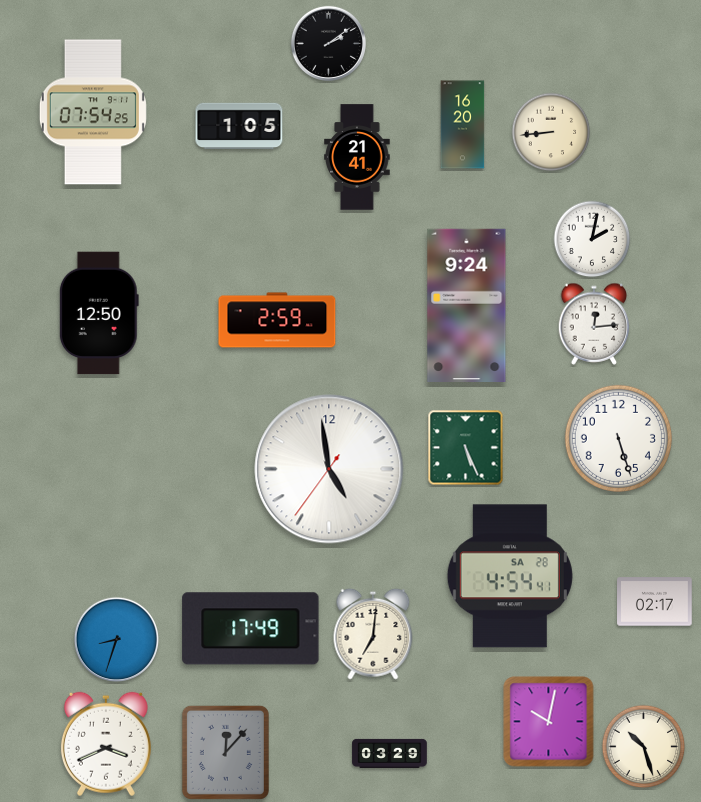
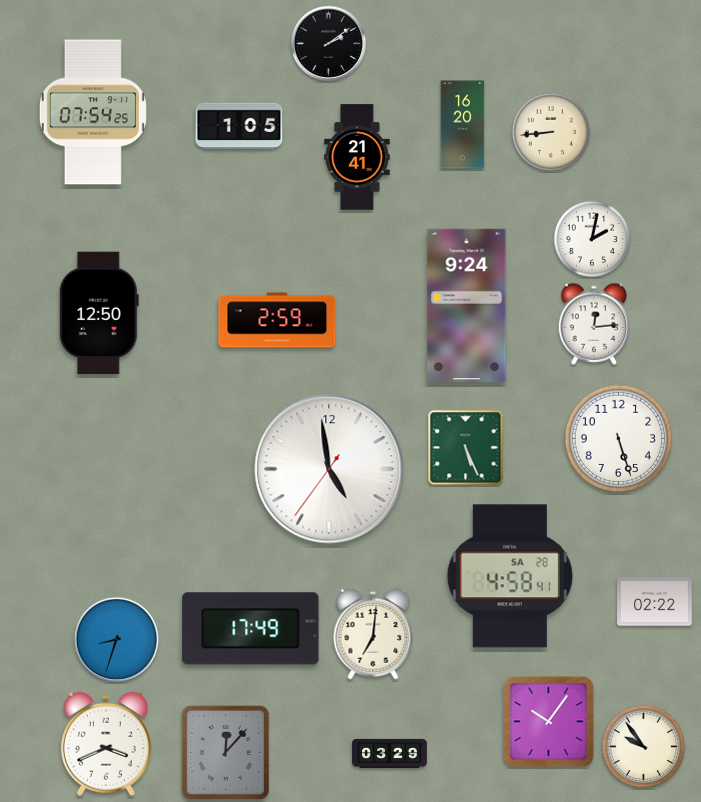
clock at (510, 576): 4:54 -> 4:58
clock at (655, 602): 02:17 -> 02:22
clock at (549, 722): 10:02 -> 10:06
clock at (644, 747): 10:27 -> 9:54
